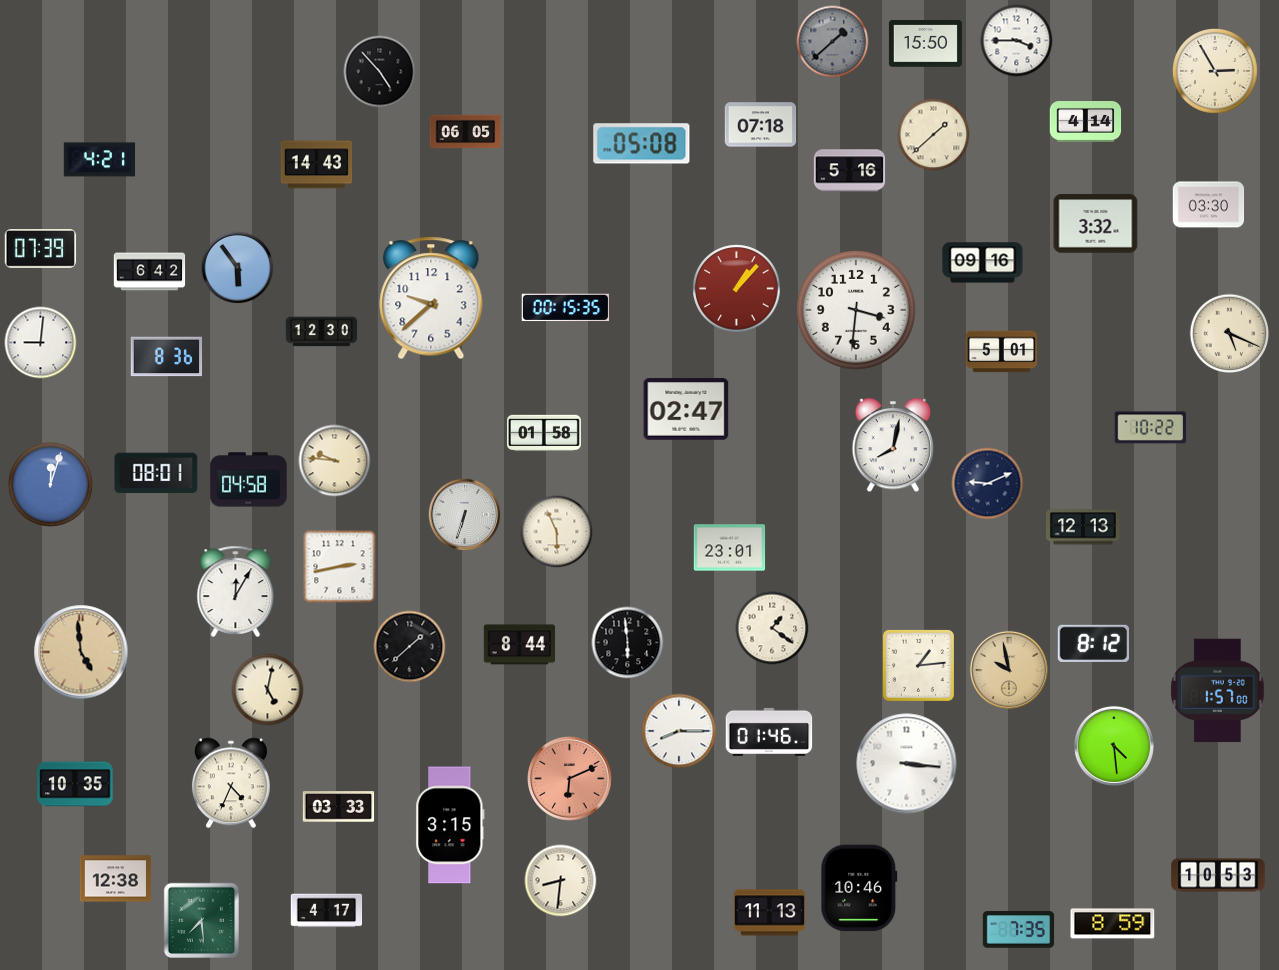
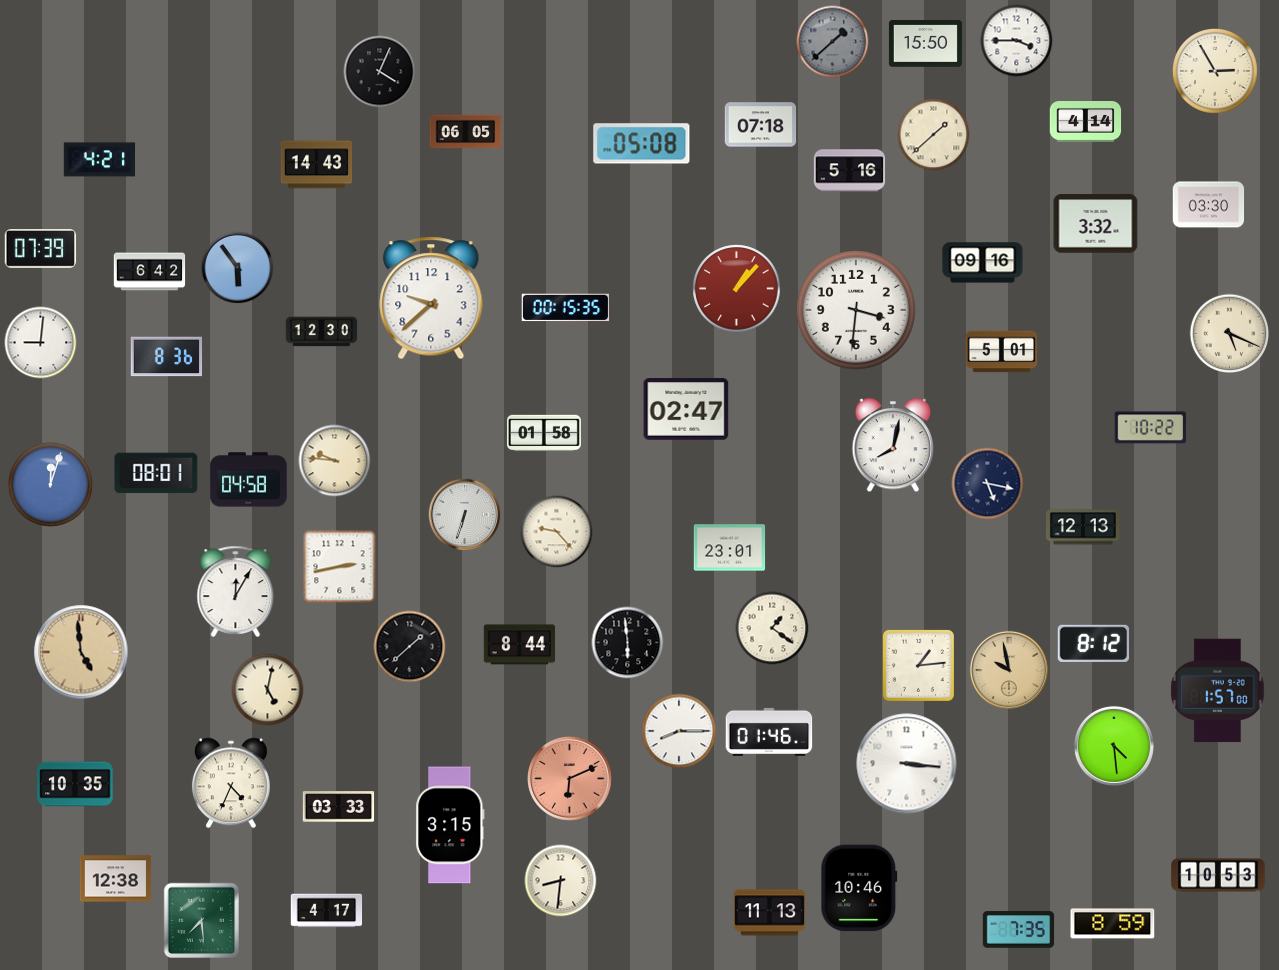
clock at (380, 72): 4:53 -> 4:04
clock at (988, 484): 9:11 -> 5:17
clock at (557, 532): 5:56 -> 9:23
